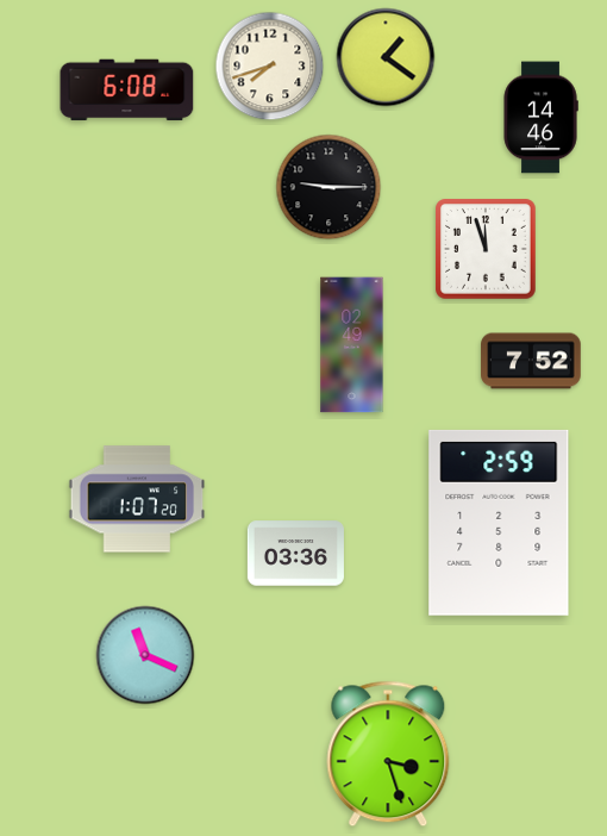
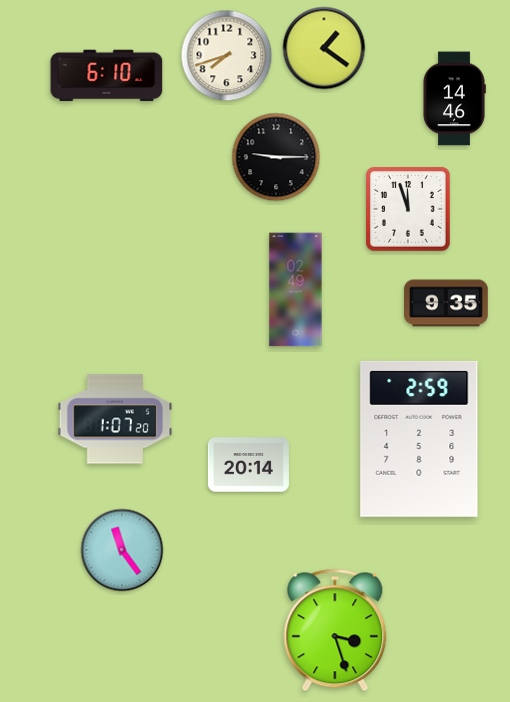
clock at (127, 91): 6:08 -> 6:10
clock at (531, 361): 7:52 -> 9:35
clock at (295, 554): 03:36 -> 20:14
clock at (145, 655): 11:19 -> 11:24
clock at (388, 754) position: (388, 754) -> (335, 630)
